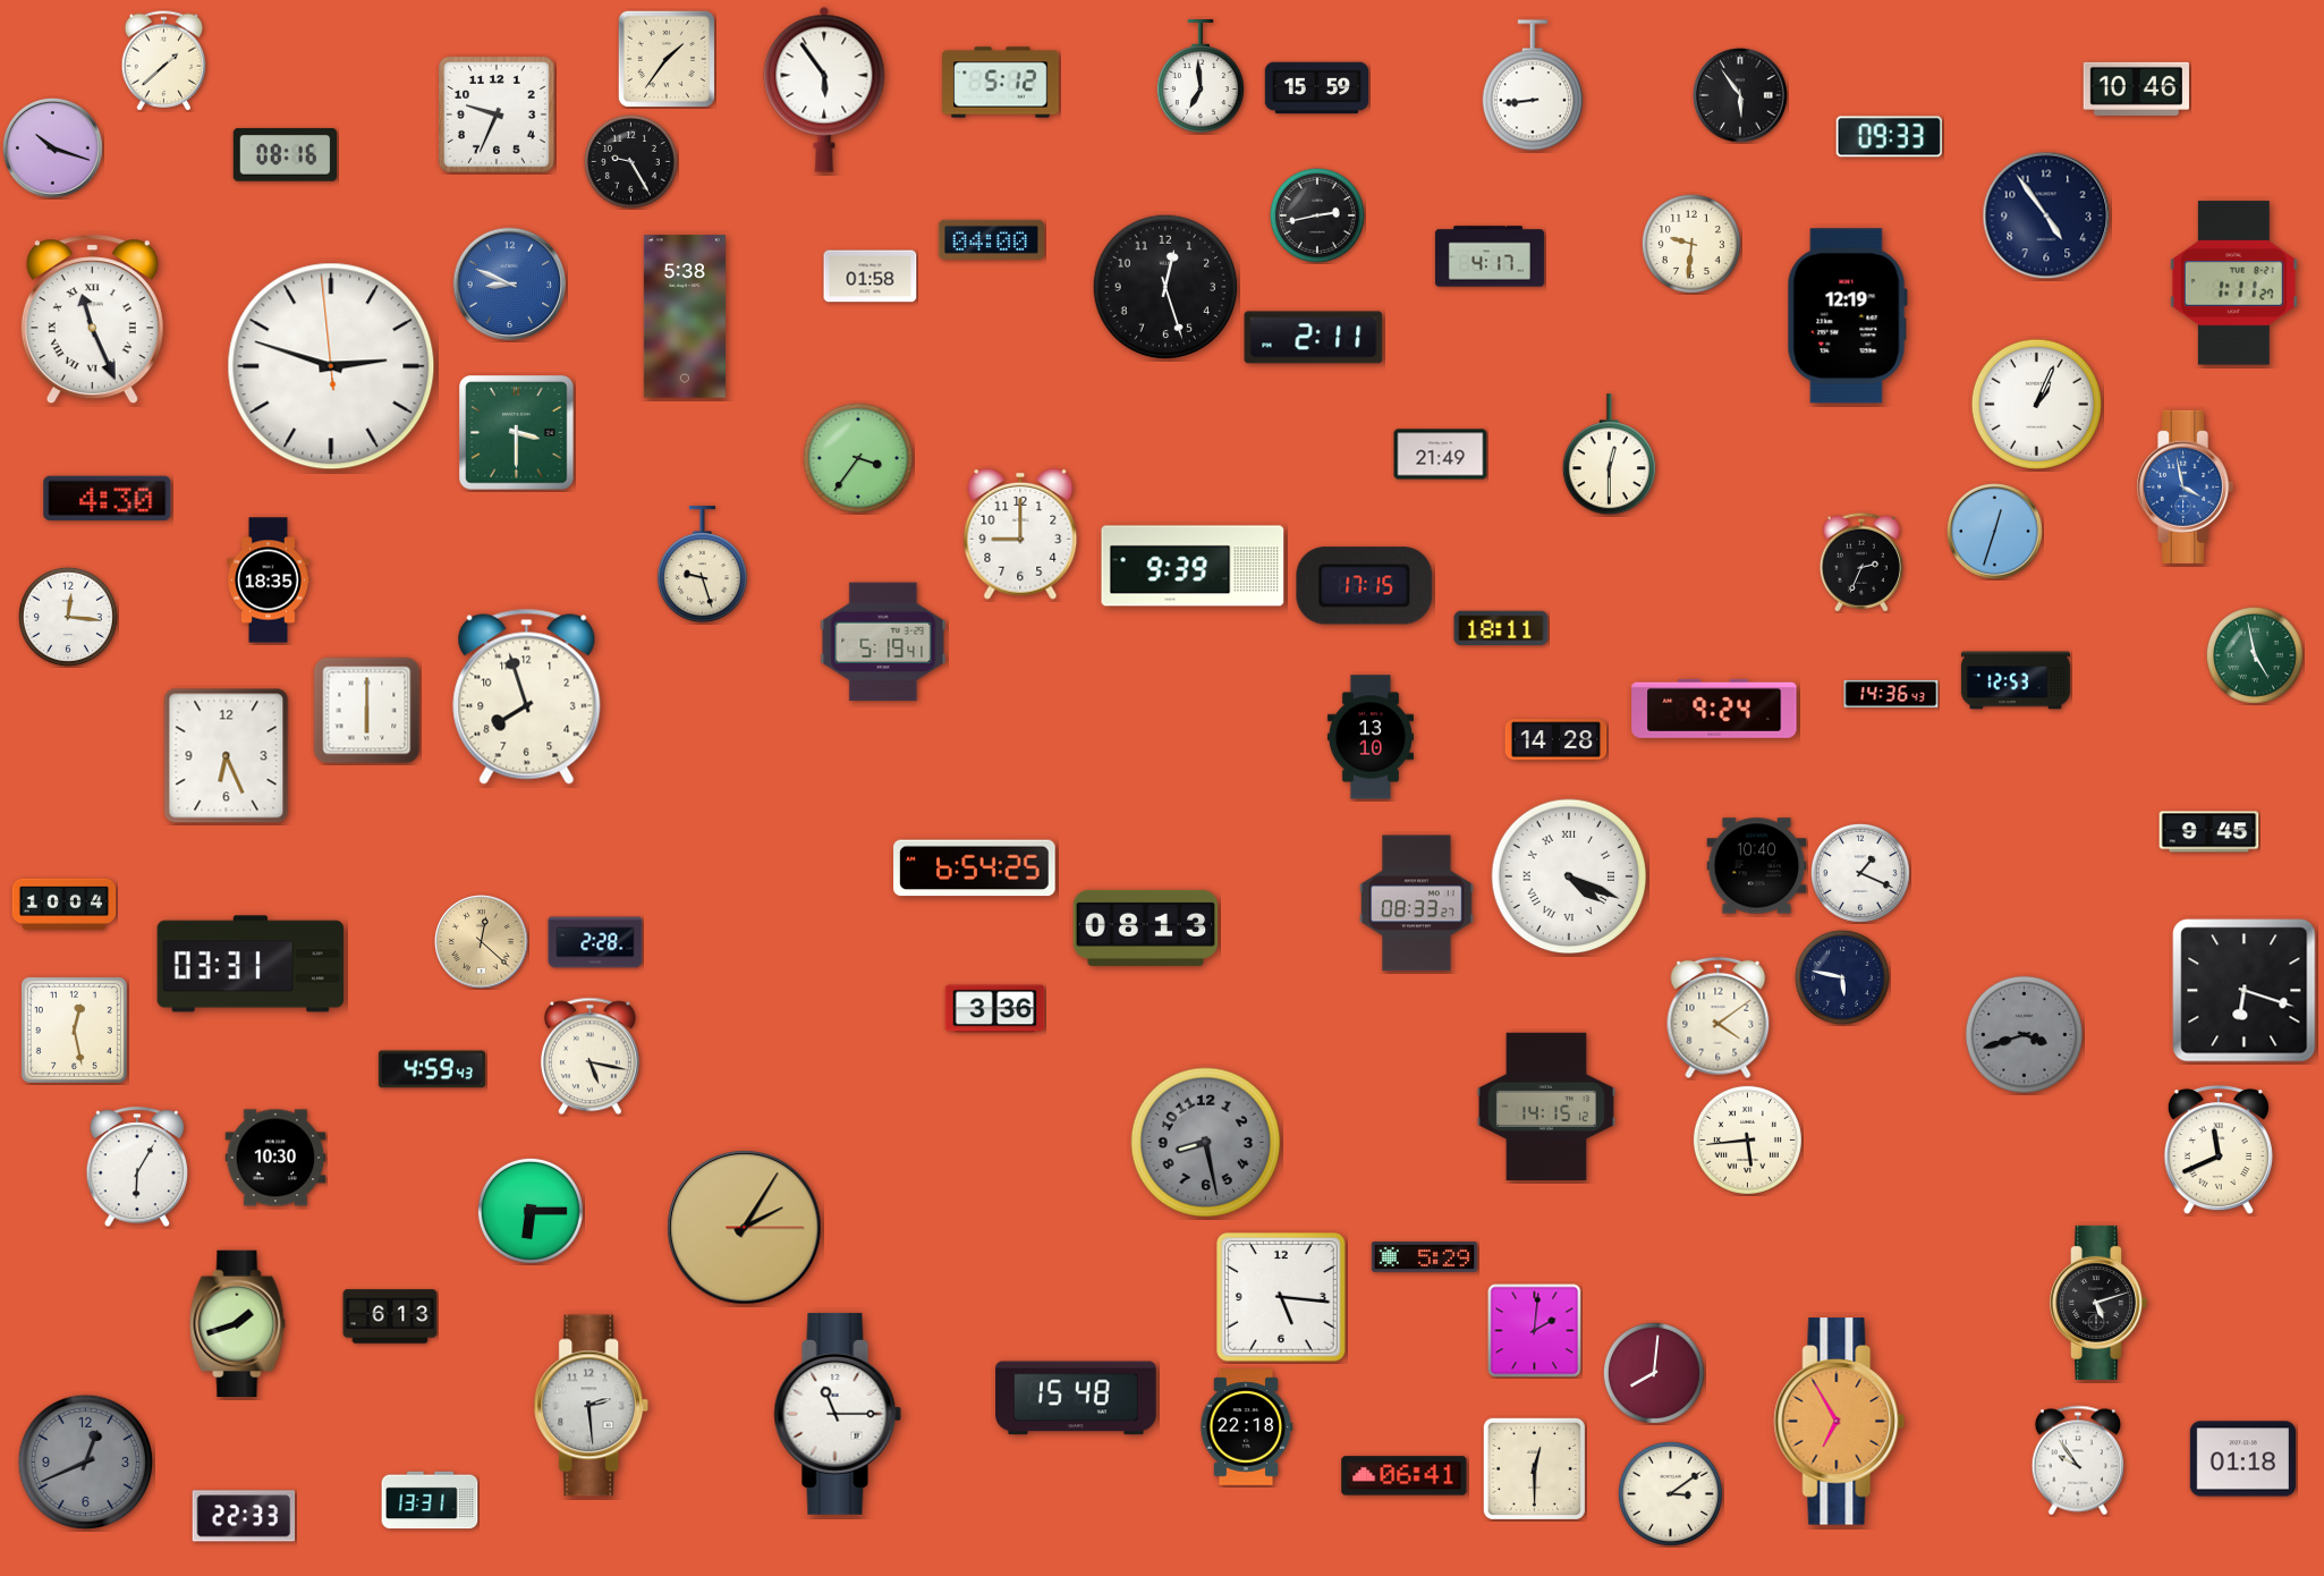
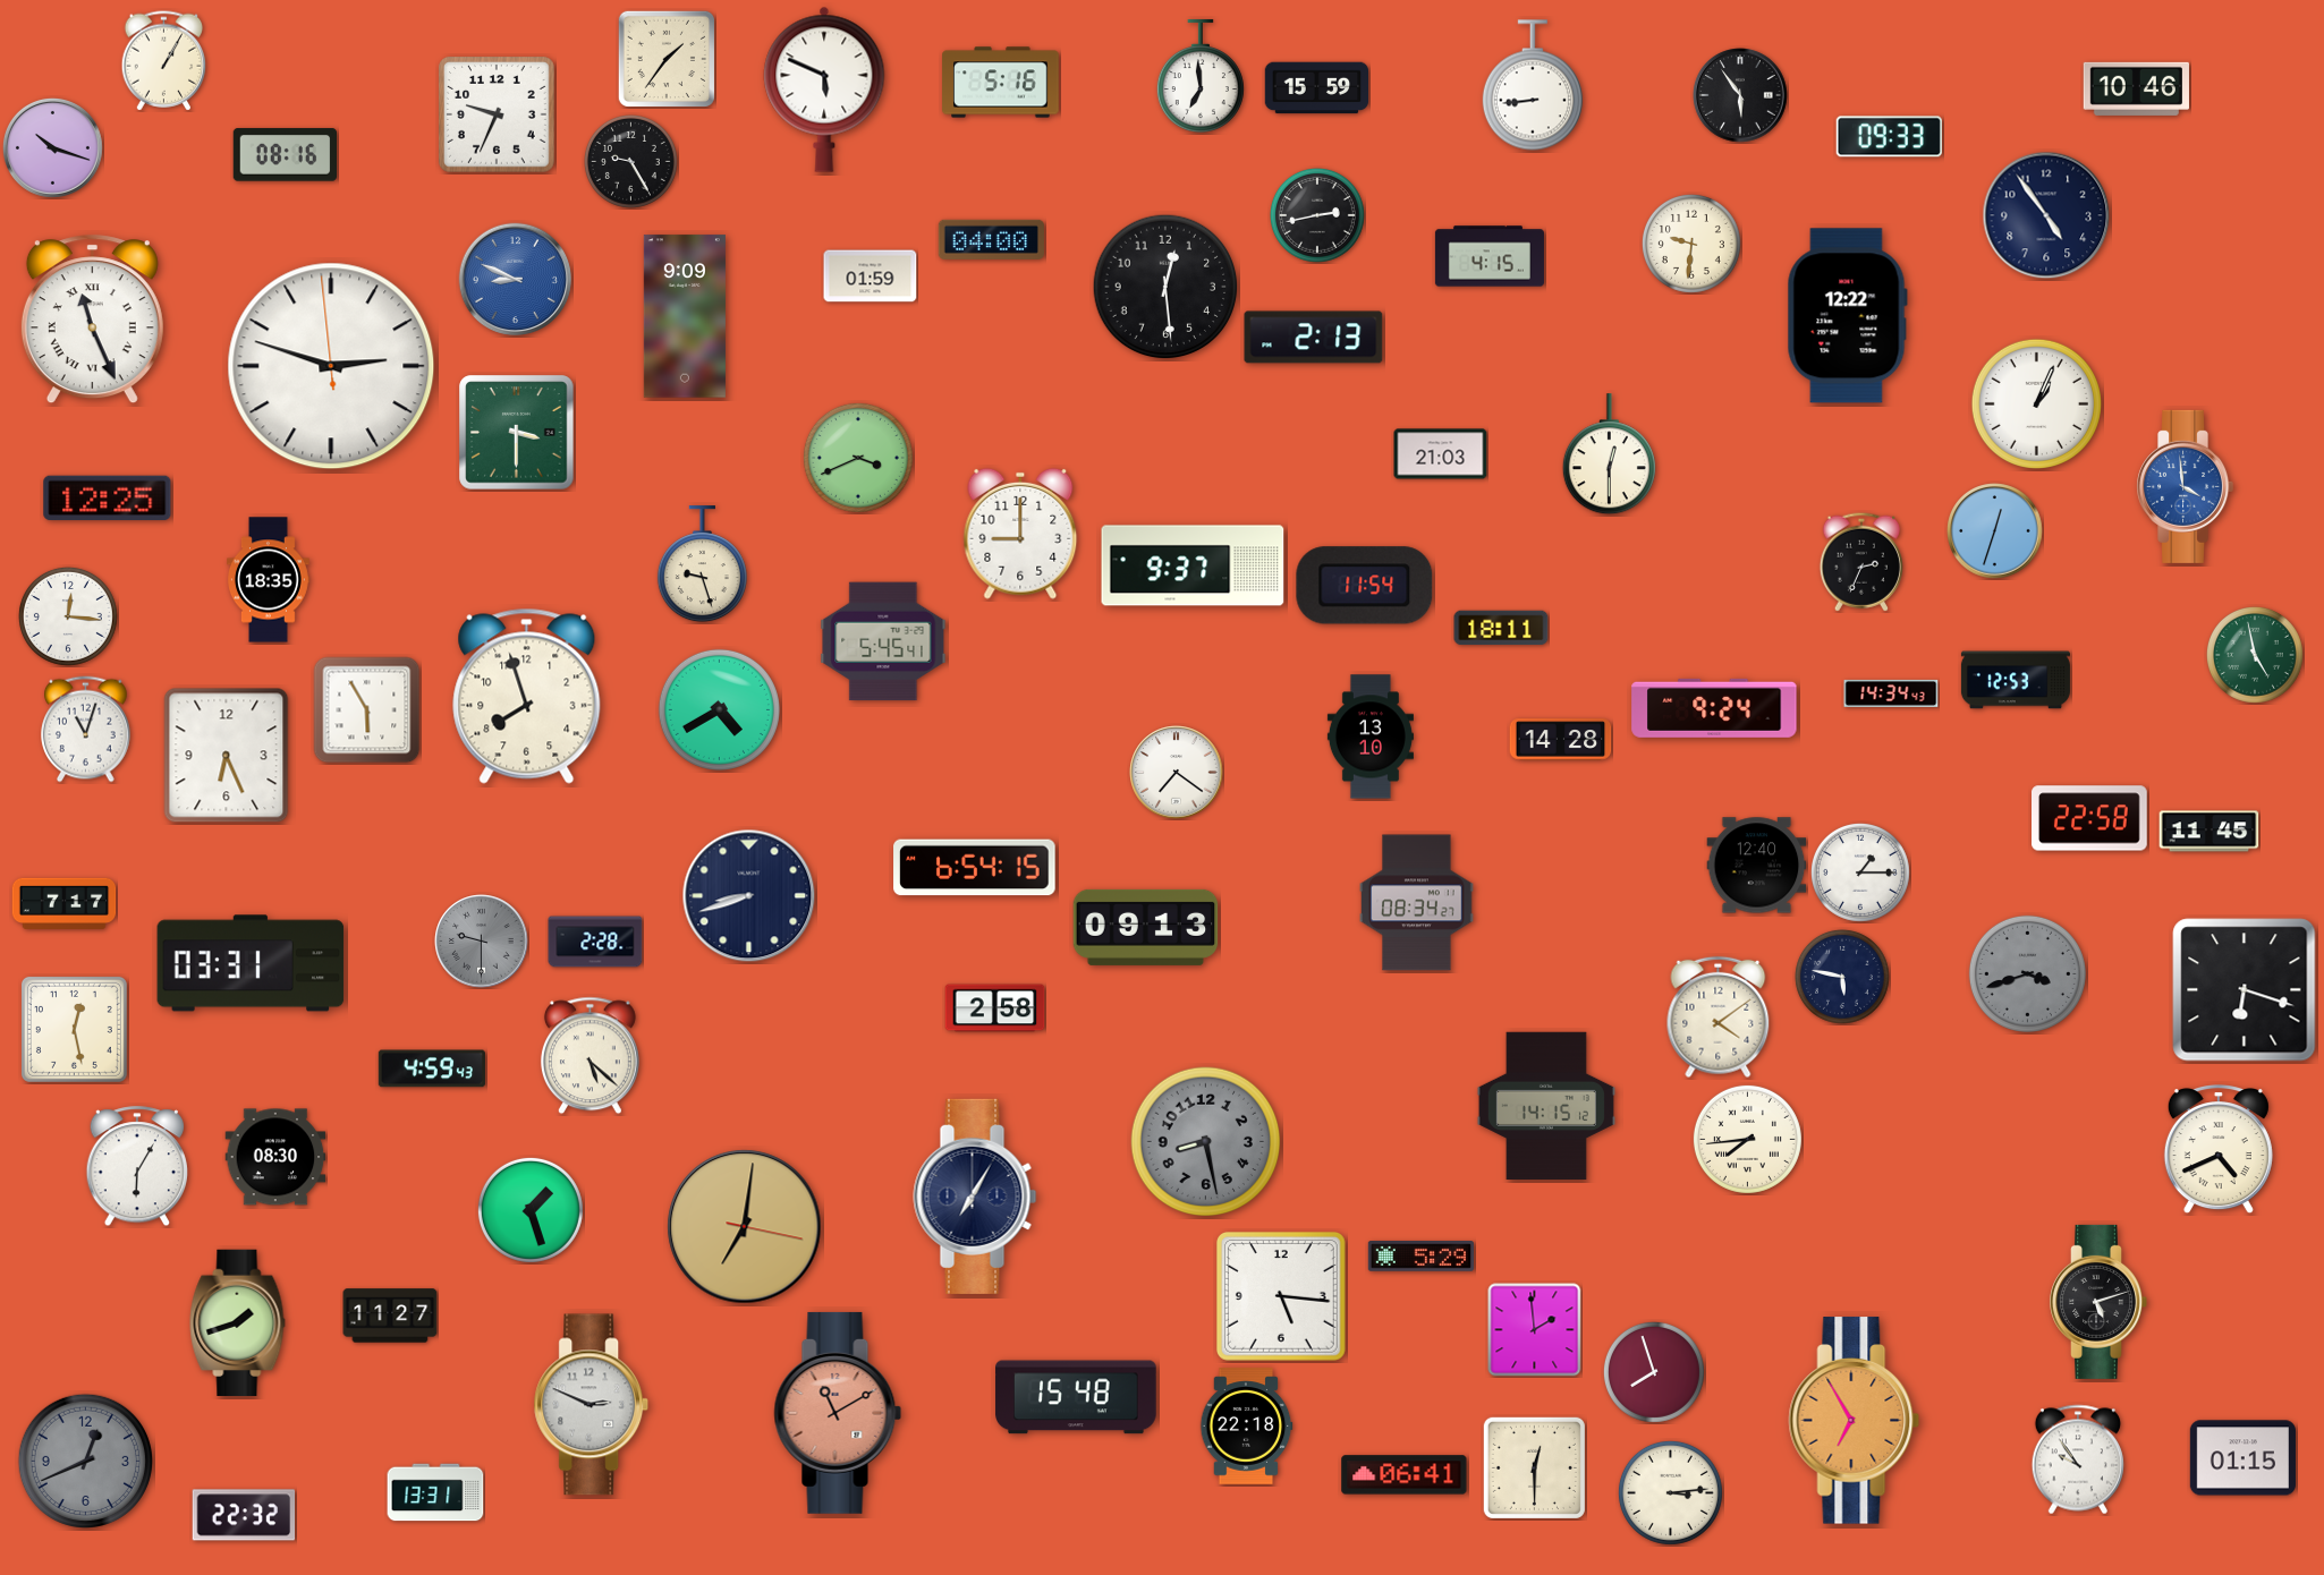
clock at (164, 61): 1:38 -> 1:05
clock at (1001, 83): 5:12 -> 5:16
clock at (824, 90): 5:54 -> 5:49
clock at (1490, 256): 4:17 -> 4:15
clock at (871, 277): 01:58 -> 01:59
clock at (2233, 283): 1:11 -> none
clock at (510, 285) position: (510, 285) -> (516, 280)
clock at (1165, 287): 12:27 -> 12:29
clock at (685, 316): 5:38 -> 9:09
clock at (1847, 316): 12:19 -> 12:22
clock at (1314, 338): 2:11 -> 2:13
clock at (1441, 455): 21:49 -> 21:03
clock at (858, 458): 3:36 -> 3:41
clock at (2186, 486): 3:58 -> 3:59
clock at (108, 499): 4:30 -> 12:25
clock at (1193, 566): 9:39 -> 9:37
clock at (1365, 586): 17:15 -> 11:54
clock at (883, 642): 5:19 -> 5:45
clock at (1891, 694): 14:36 -> 14:34
clock at (719, 709): none -> 4:40
clock at (367, 711): 6:00 -> 5:55
clock at (86, 730): none -> 11:03
clock at (1557, 740) position: (1557, 740) -> (1561, 740)
clock at (1177, 773): none -> 7:21
clock at (2089, 818): none -> 22:58
clock at (2210, 832): 9:45 -> 11:45
clock at (1757, 866): 10:40 -> 12:40
clock at (975, 869): 6:54:25 -> 6:54:15
clock at (1860, 873): 1:19 -> 1:15
clock at (1569, 876): 4:19 -> none
clock at (749, 896): none -> 8:42
clock at (65, 904): 10:04 -> 7:17
clock at (1417, 904): 08:33 -> 08:34
clock at (1146, 927): 08:13 -> 09:13
clock at (482, 942): 12:22 -> 9:30
clock at (482, 942) dial: champagne -> grey
clock at (995, 1009): 3:36 -> 2:58
clock at (2024, 1034) position: (2024, 1034) -> (2027, 973)
clock at (590, 1057): 5:17 -> 5:22
clock at (1747, 1139): 5:44 -> 7:44
clock at (2219, 1151): 11:41 -> 4:41
clock at (275, 1158): 10:30 -> 08:30
clock at (975, 1197): none -> 7:05
clock at (531, 1211): 6:15 -> 1:27
clock at (745, 1228): 2:05 -> 7:01
clock at (1424, 1257) position: (1424, 1257) -> (1420, 1257)
clock at (390, 1316): 6:13 -> 11:27
clock at (1535, 1331): 2:01 -> 1:59
clock at (1654, 1373): 8:01 -> 7:57
clock at (592, 1406): 2:29 -> 2:49
clock at (838, 1414): 11:15 -> 11:10
clock at (838, 1414) dial: white -> salmon
clock at (1840, 1422) position: (1840, 1422) -> (1855, 1421)
clock at (2242, 1459): 01:18 -> 01:15
clock at (1670, 1493): 3:09 -> 3:14
clock at (430, 1500) position: (430, 1500) -> (435, 1492)
clock at (244, 1516): 22:33 -> 22:32
